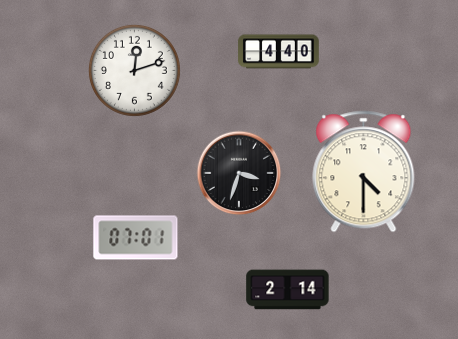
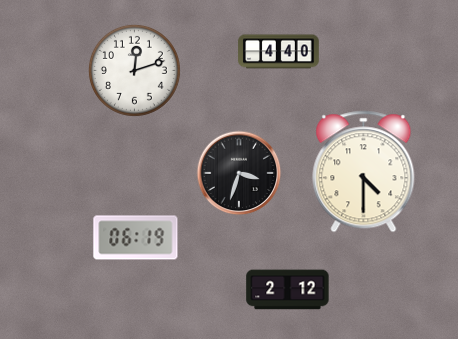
clock at (136, 238): 07:01 -> 06:19
clock at (288, 290): 2:14 -> 2:12
